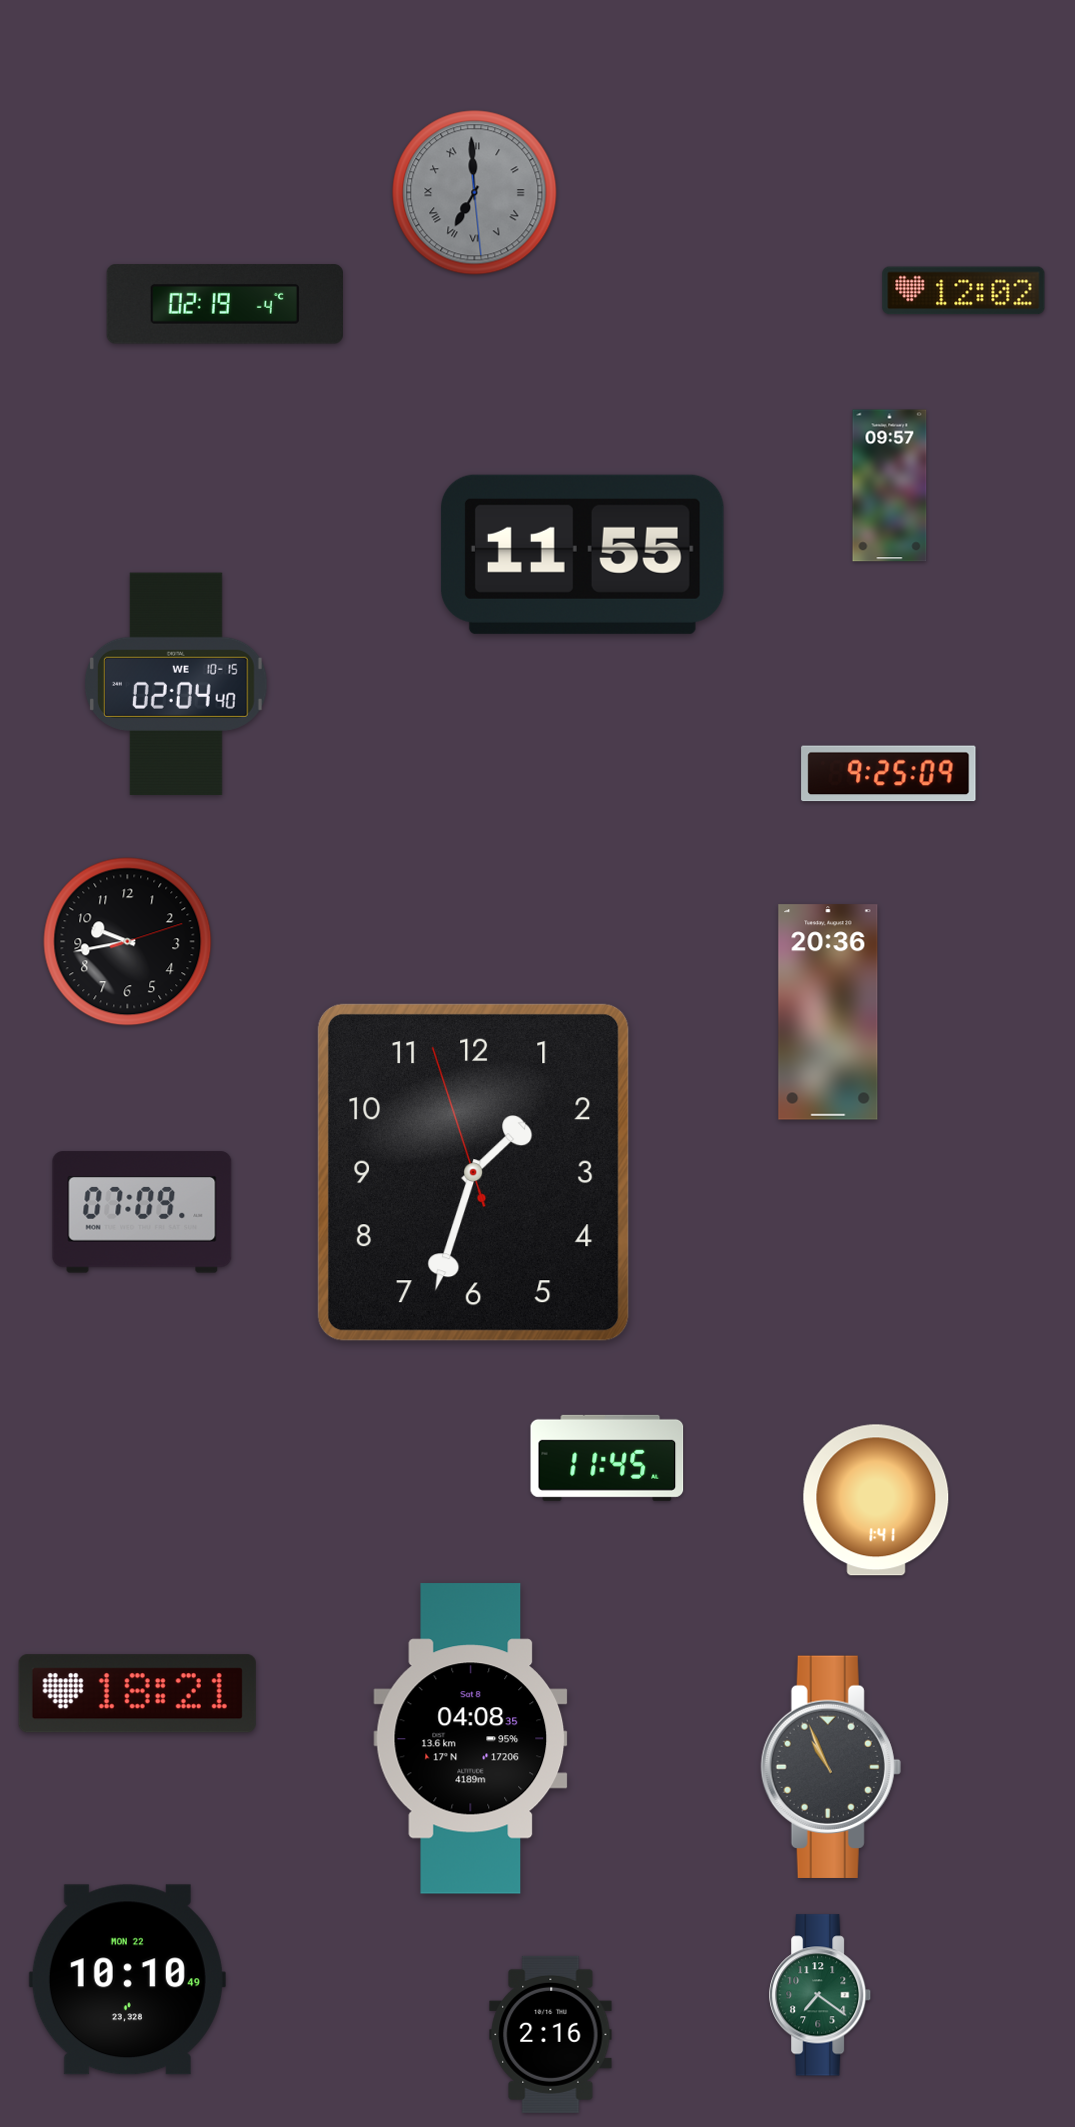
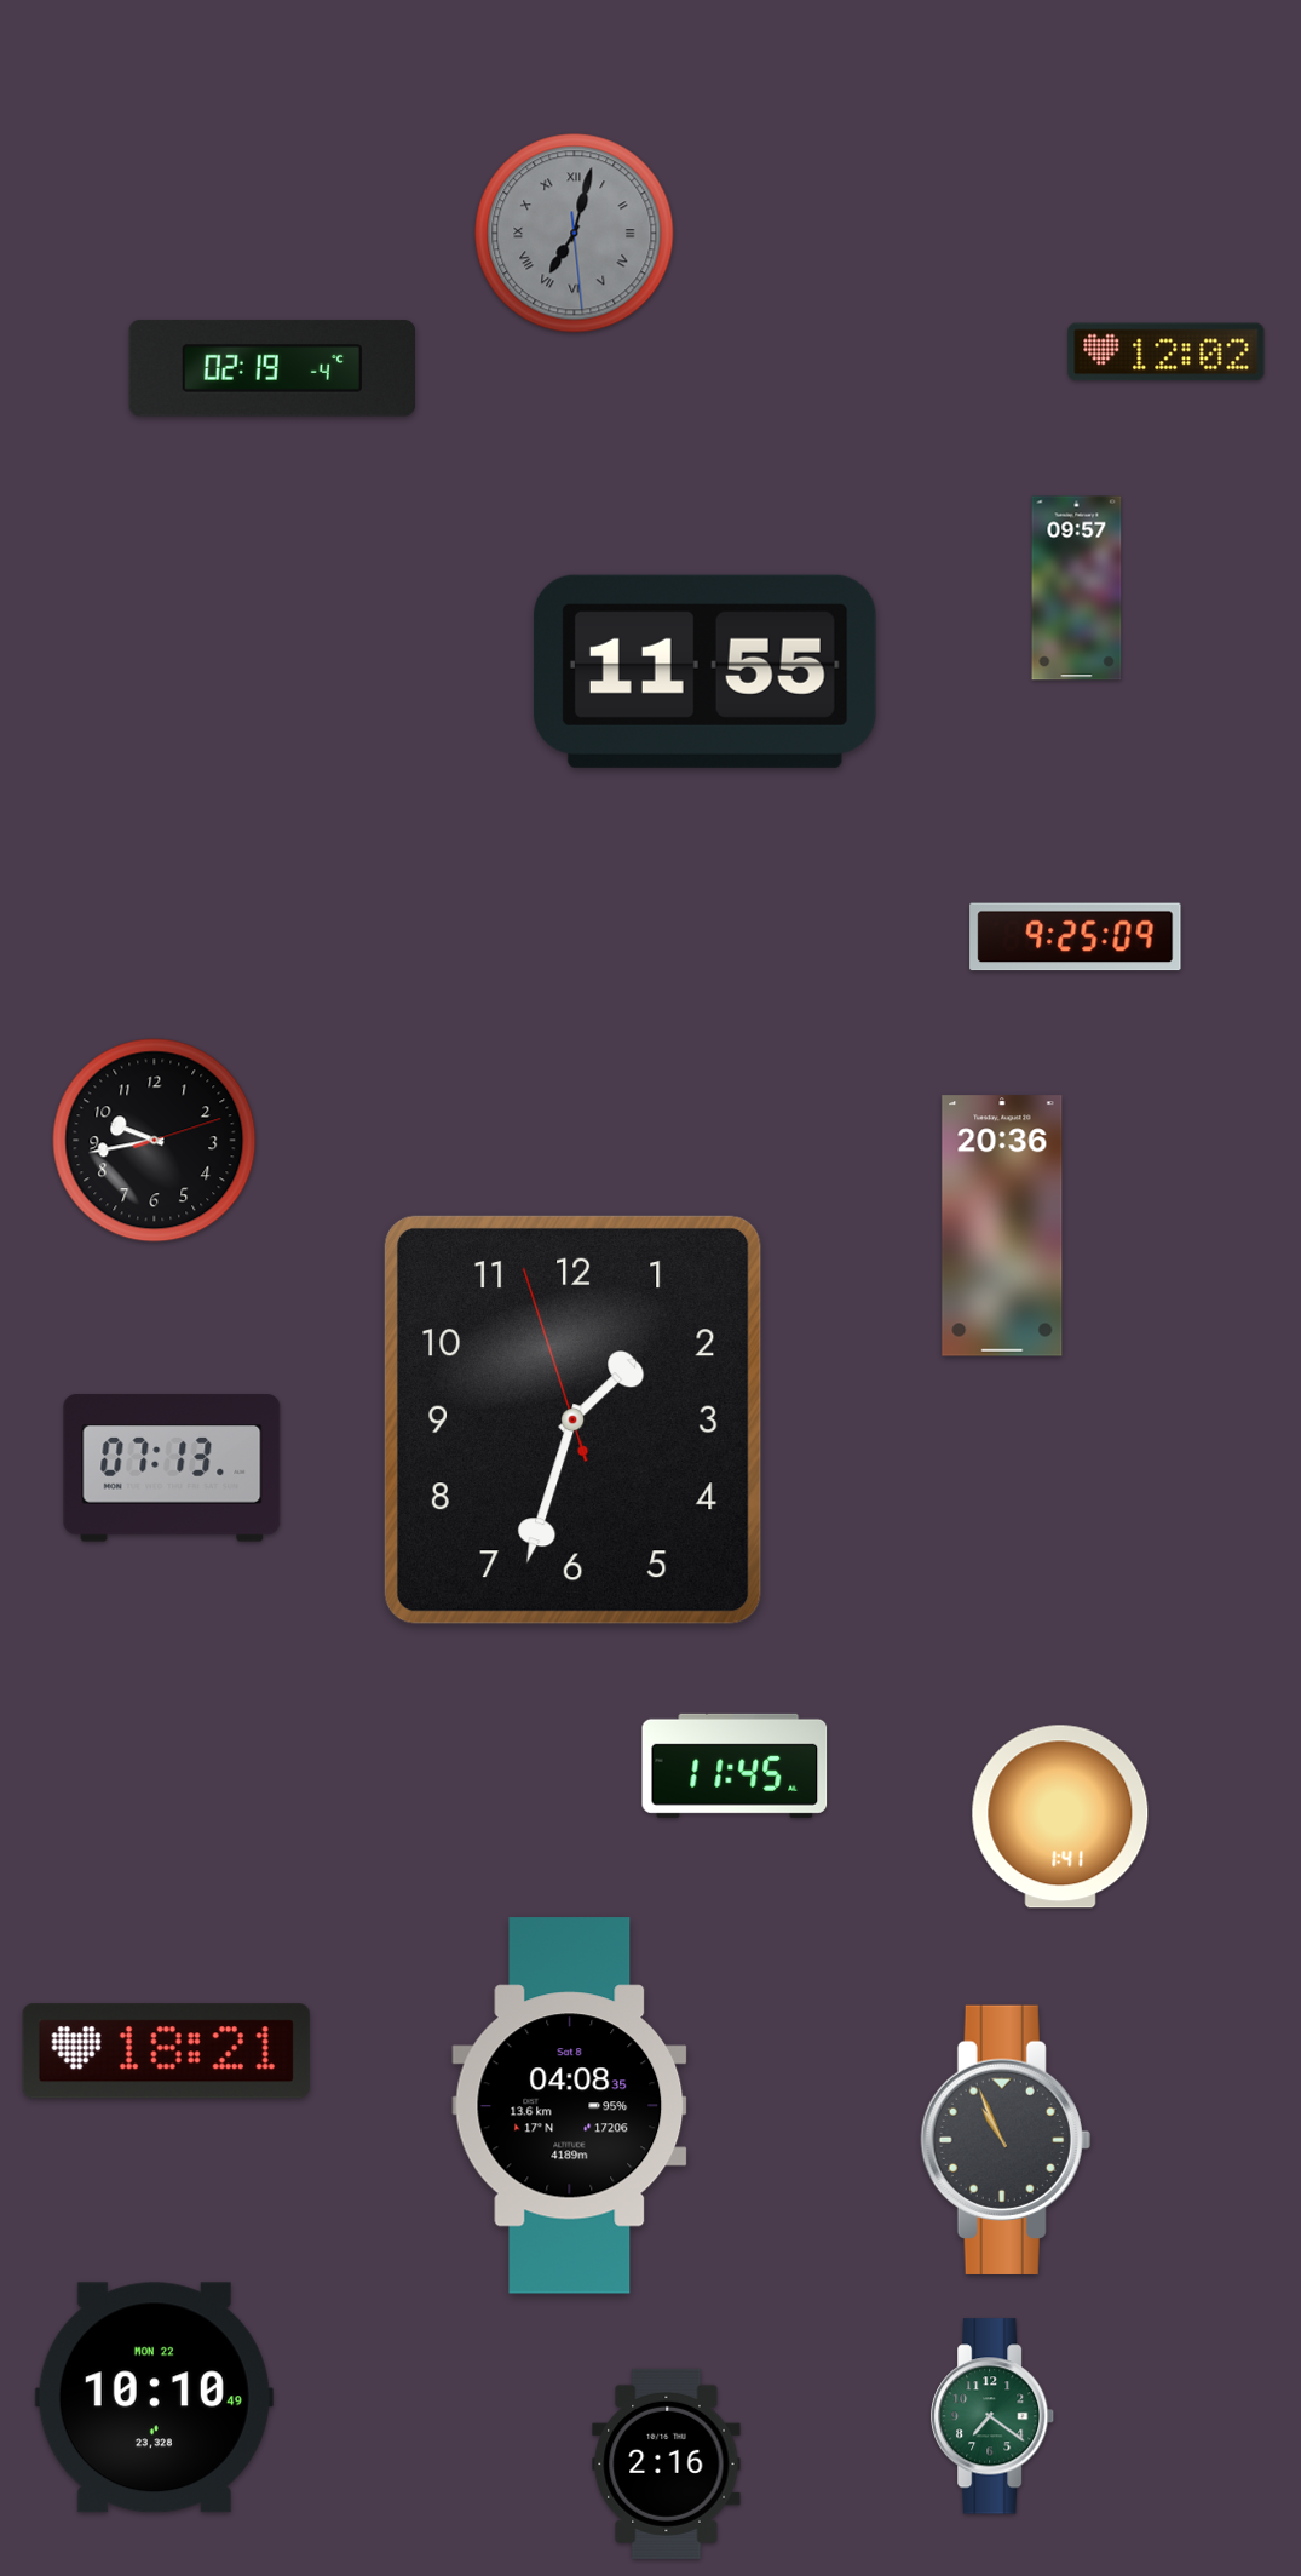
clock at (475, 193): 6:59 -> 7:02
clock at (177, 683): 02:04 -> none
clock at (142, 1212): 07:09 -> 07:13
